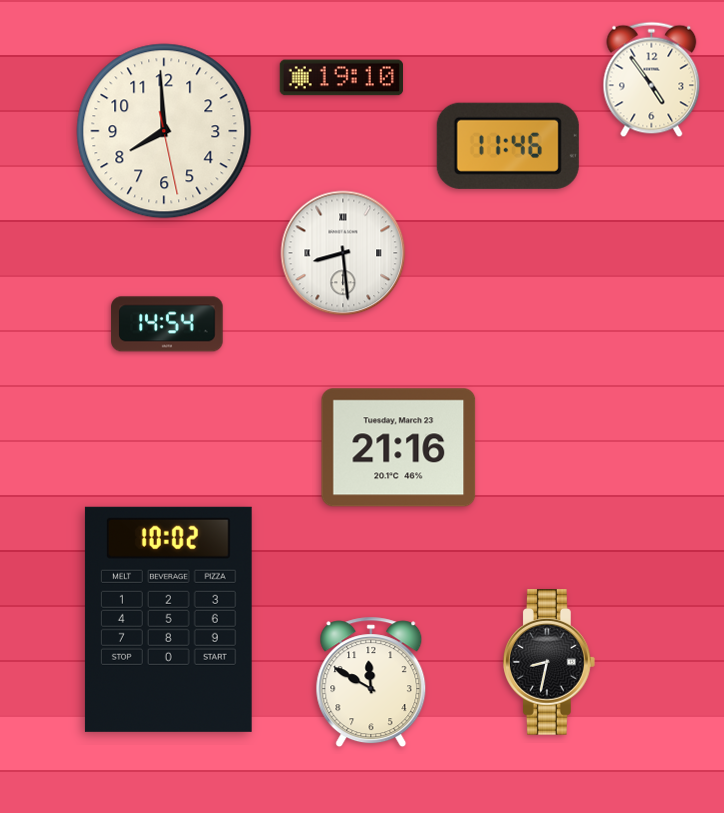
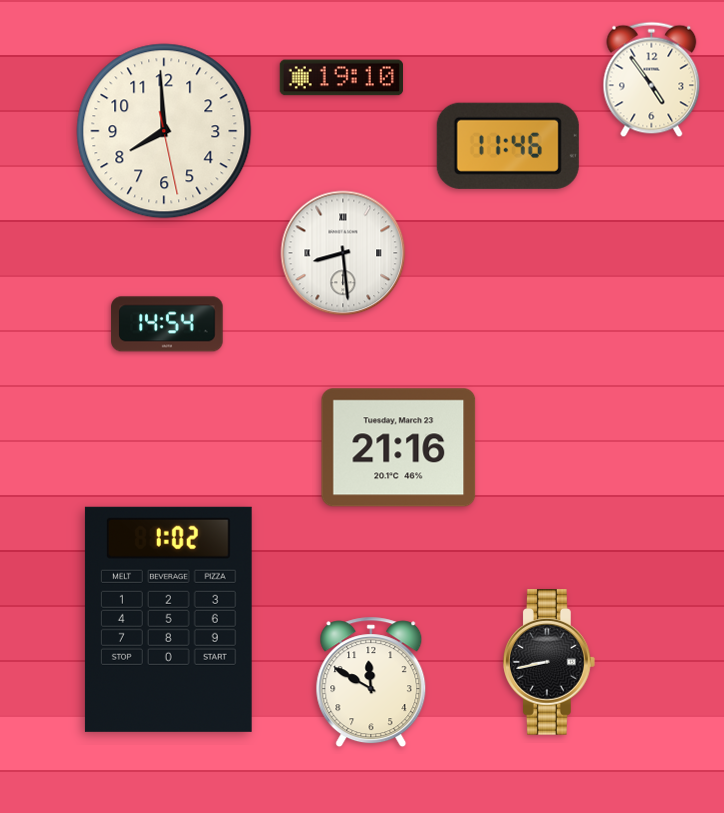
clock at (168, 619): 10:02 -> 1:02
clock at (550, 662): 8:32 -> 8:43
